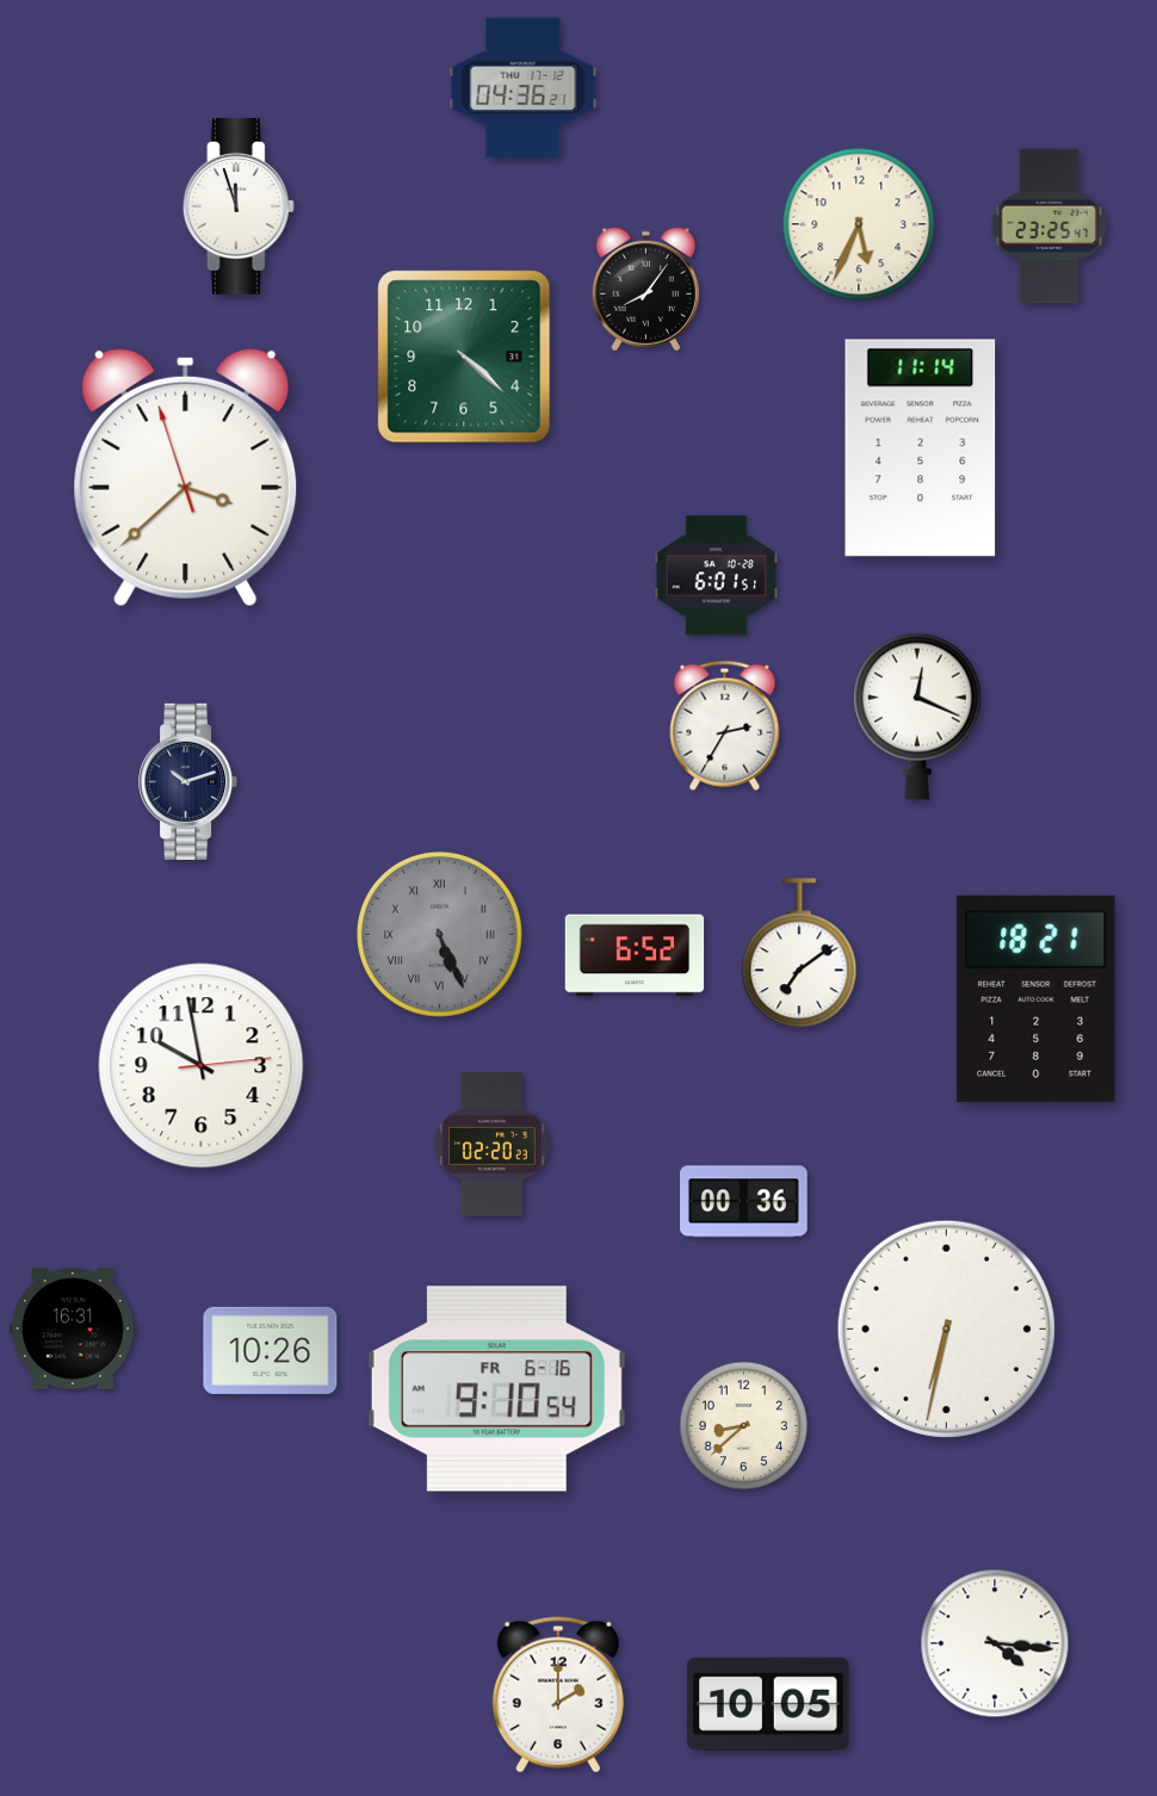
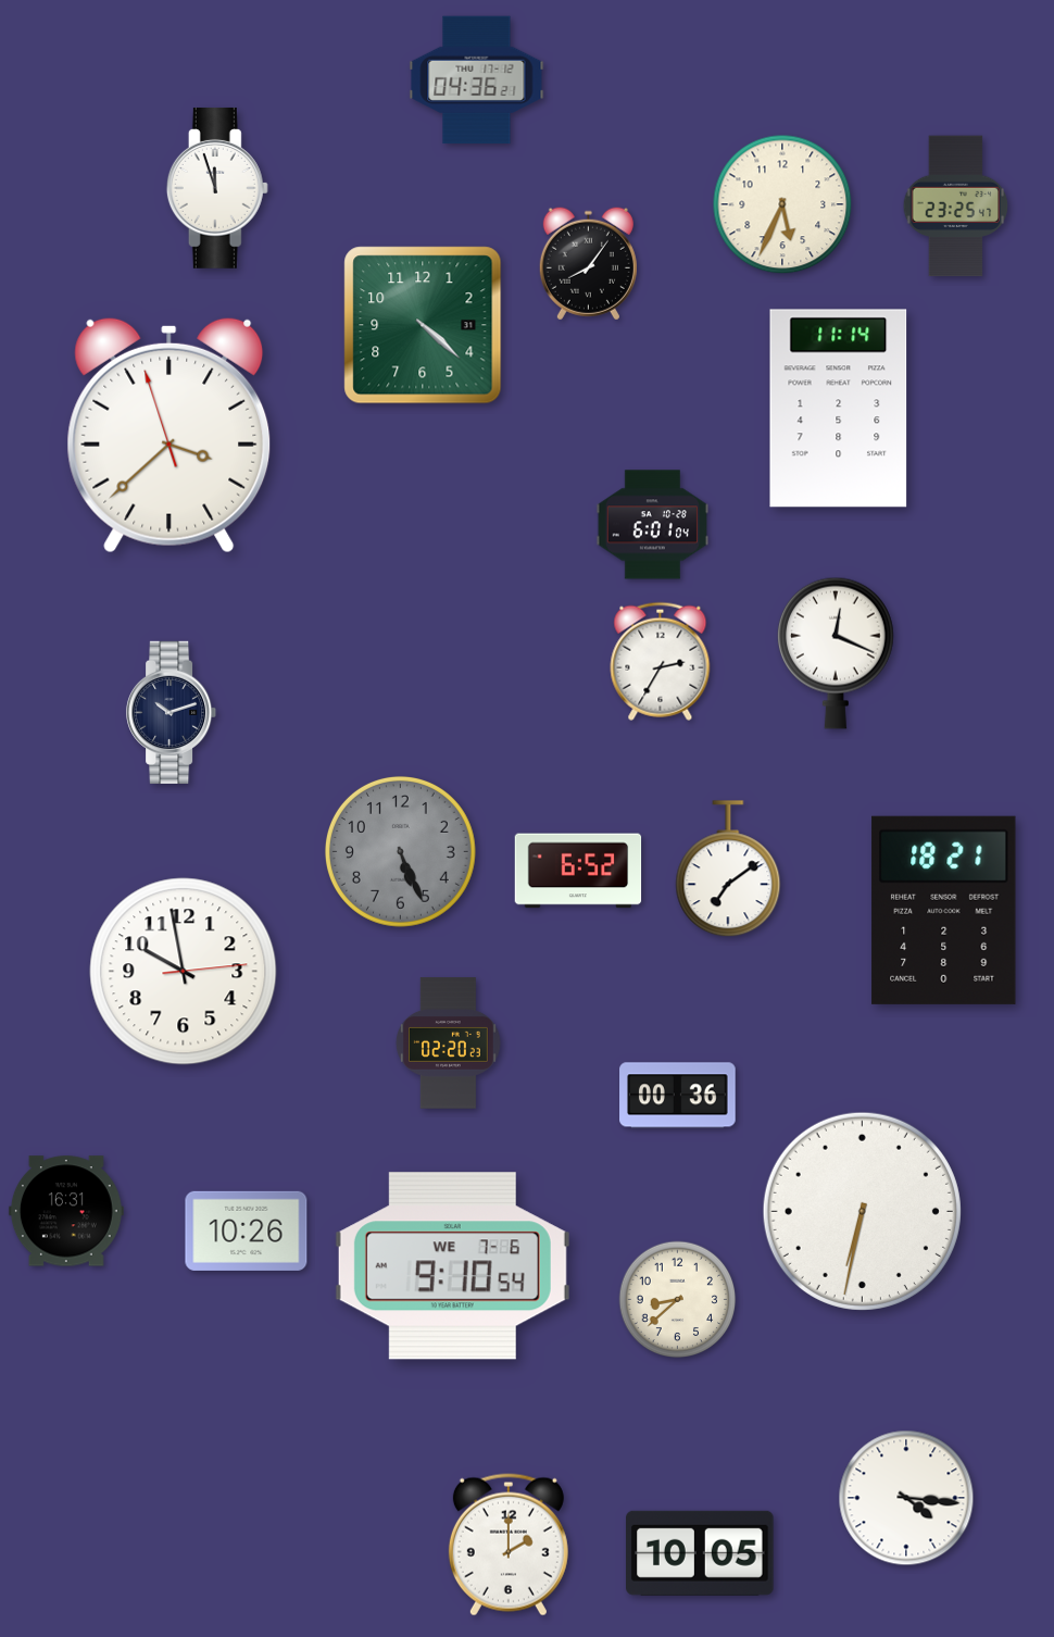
clock at (716, 576): 6:01:51 -> 6:01:04
clock at (439, 934) numerals: Roman -> Arabic
clock at (496, 1389) date: FR 6-16 -> WE 7-6
